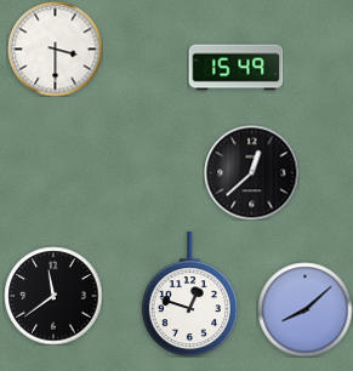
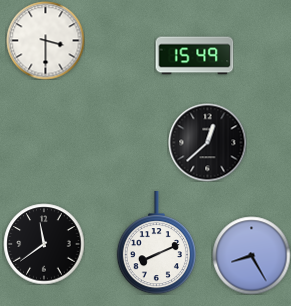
clock at (189, 295): 12:48 -> 8:11
clock at (304, 309): 8:08 -> 8:25
